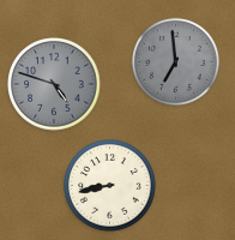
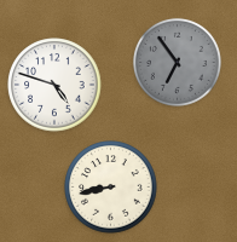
clock at (175, 61): 6:59 -> 6:54
clock at (54, 84) dial: grey -> white
